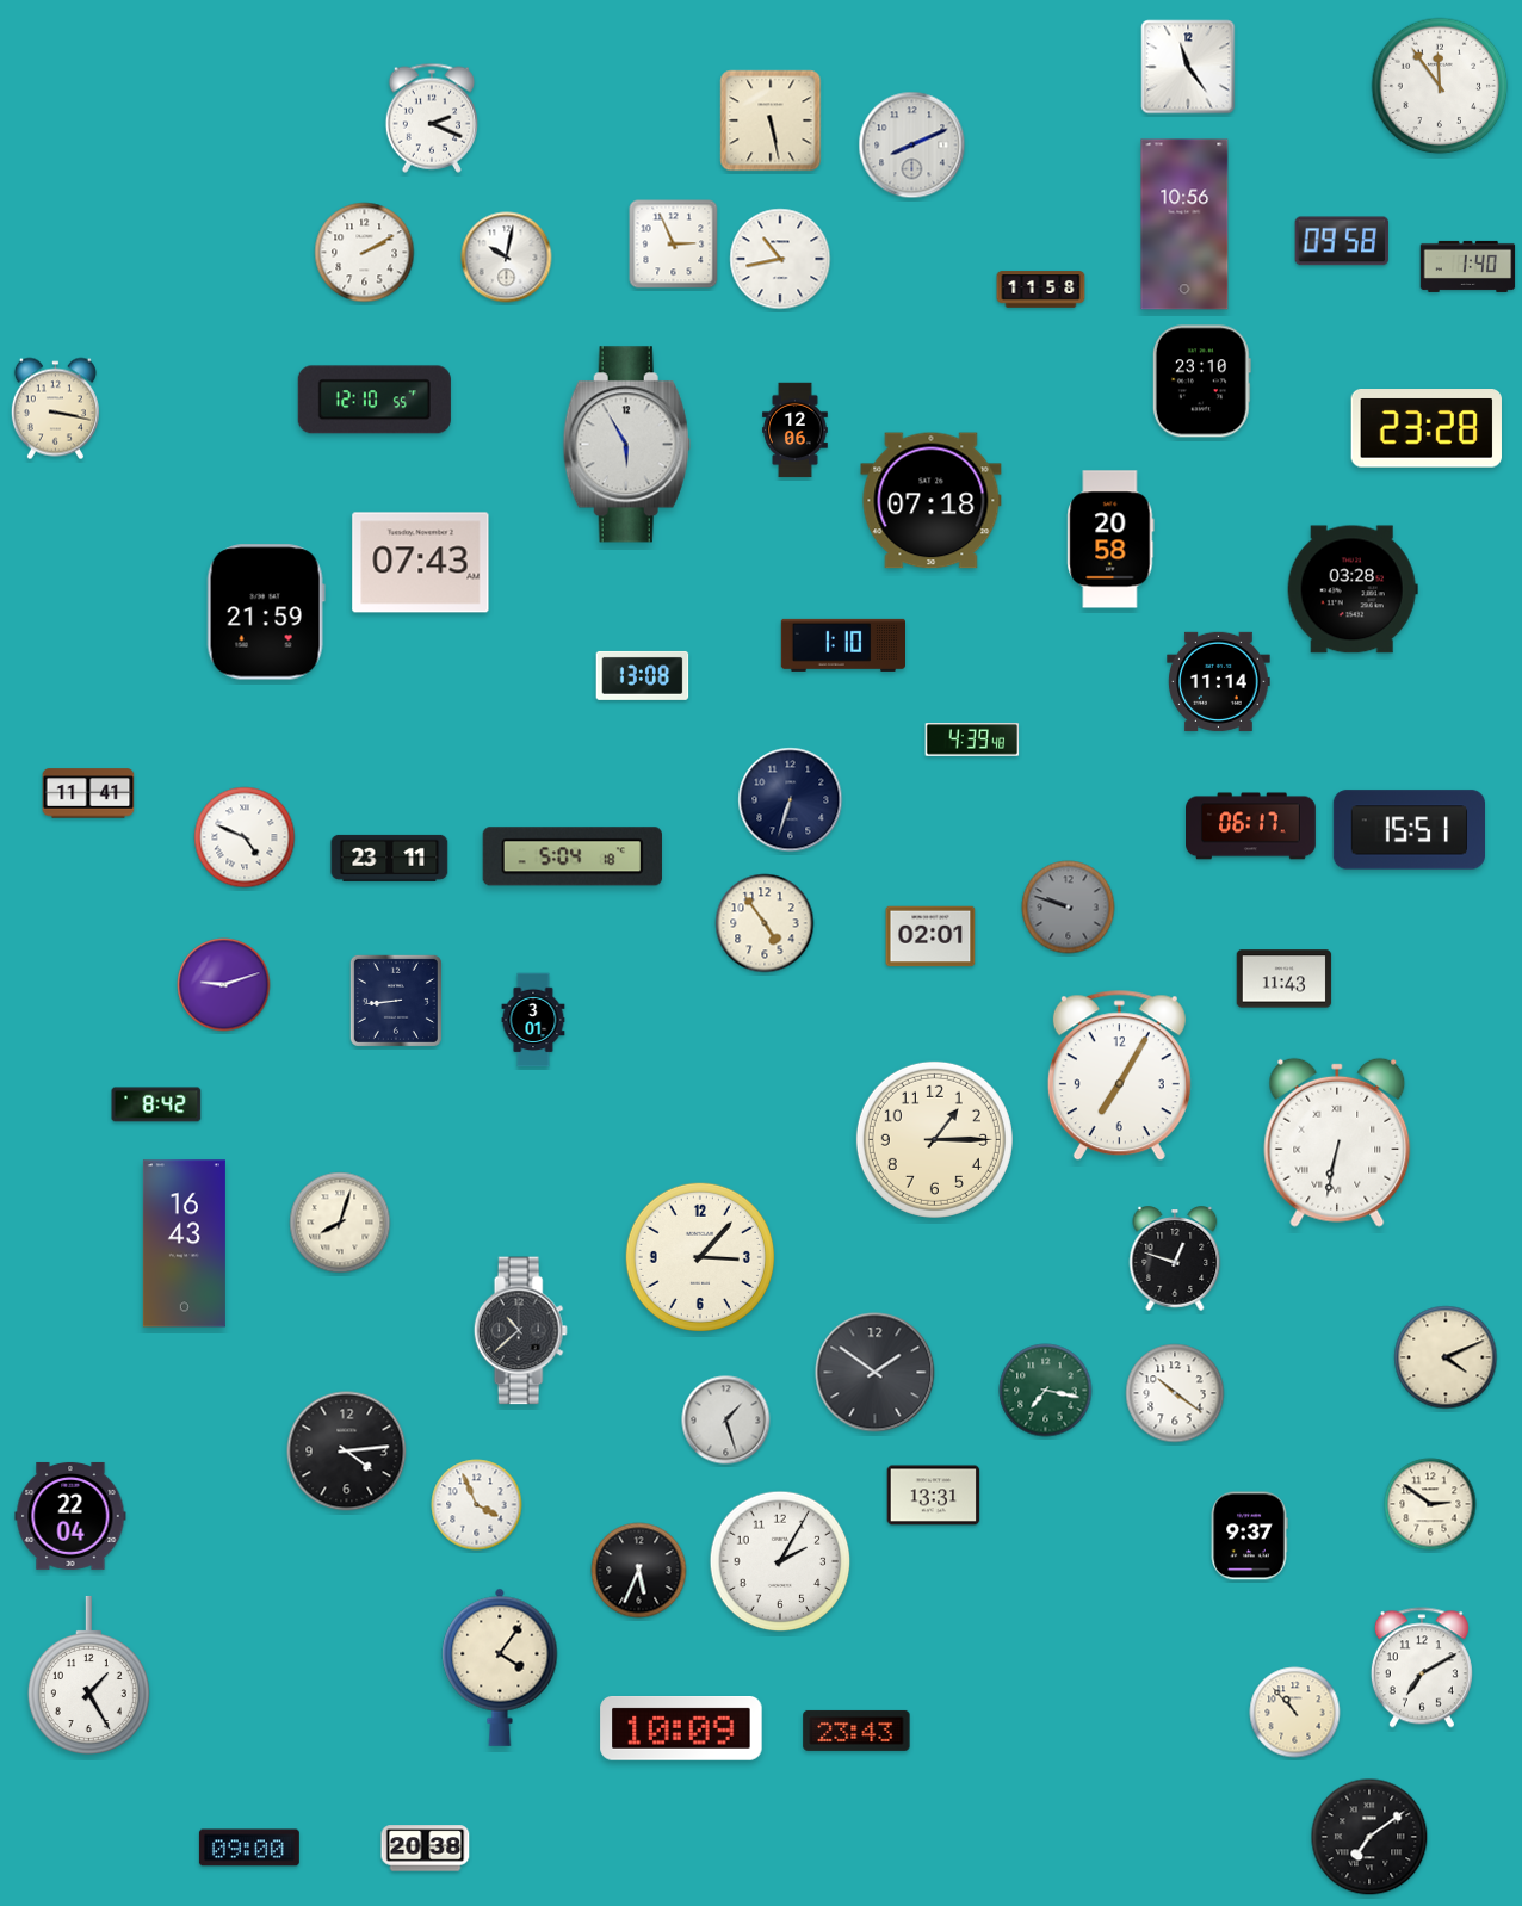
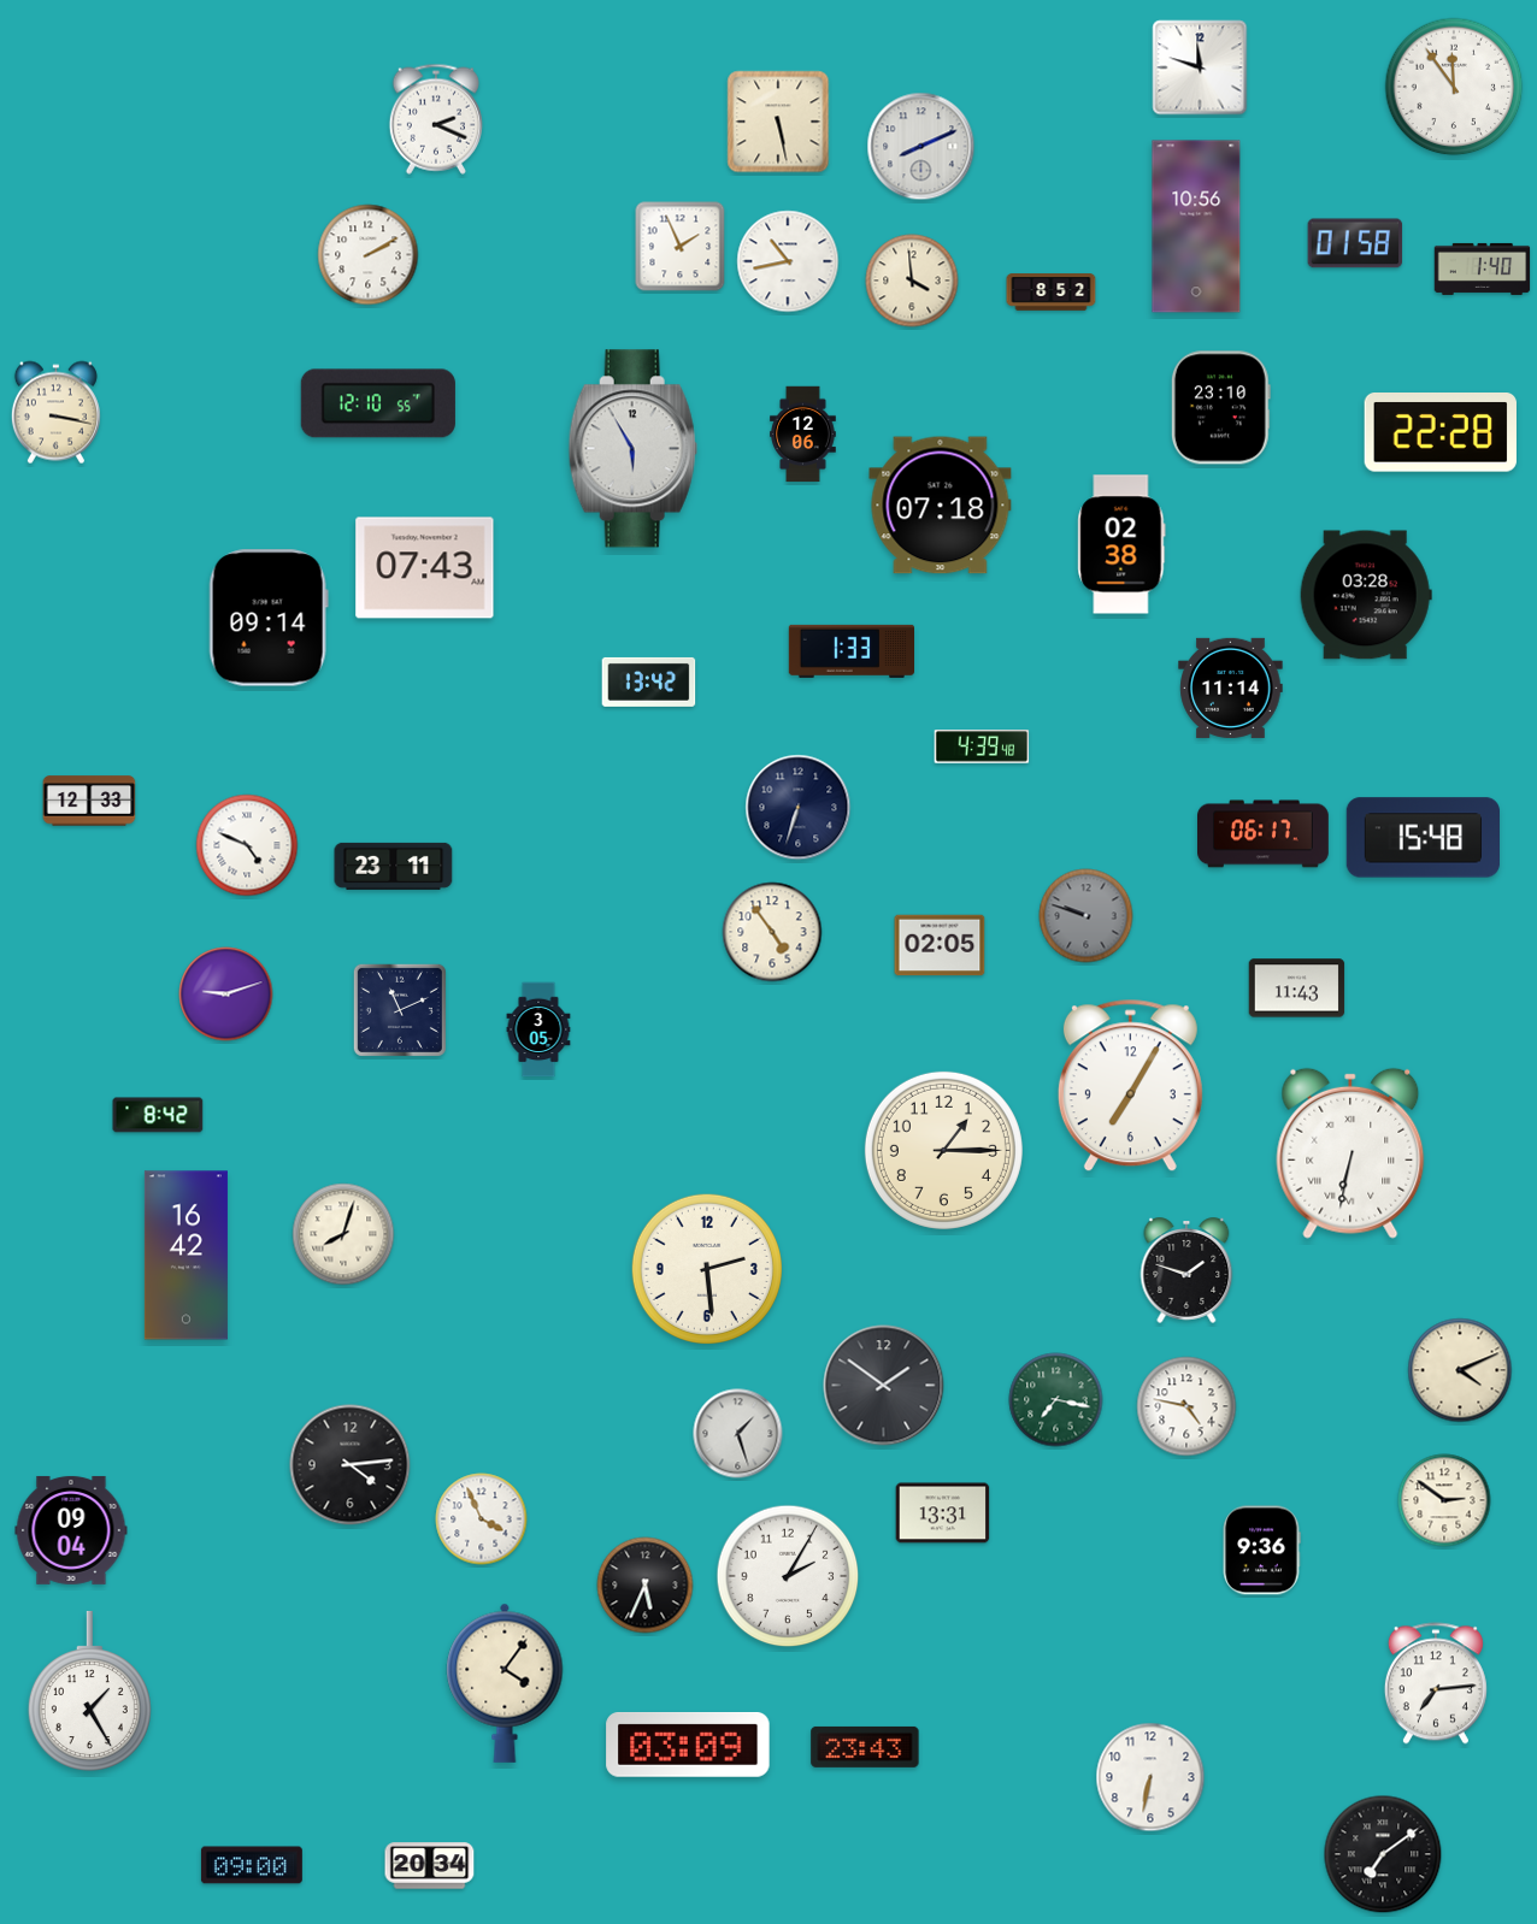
clock at (1188, 67): 11:24 -> 11:48
clock at (1342, 241): 09:58 -> 01:58
clock at (674, 245): 2:56 -> 1:56
clock at (507, 258): 10:02 -> none
clock at (912, 281): none -> 3:59
clock at (1041, 290): 11:58 -> 8:52
clock at (1201, 382) position: (1201, 382) -> (1220, 408)
clock at (1427, 429): 23:28 -> 22:28
clock at (1110, 539): 20:58 -> 02:38
clock at (266, 612): 21:59 -> 09:14
clock at (842, 645): 1:10 -> 1:33
clock at (643, 675): 13:08 -> 13:42
clock at (88, 793): 11:41 -> 12:33
clock at (1409, 830): 15:51 -> 15:48
clock at (573, 856): 5:04 -> none
clock at (1069, 908) position: (1069, 908) -> (1086, 916)
clock at (930, 936): 02:01 -> 02:05
clock at (396, 1001): 8:44 -> 11:11
clock at (533, 1020): 3:01 -> 3:05
clock at (184, 1244): 16:43 -> 16:42
clock at (700, 1257): 3:07 -> 2:29
clock at (1175, 1258): 12:48 -> 1:48
clock at (520, 1331): 10:38 -> none
clock at (1046, 1391) position: (1046, 1391) -> (1056, 1400)
clock at (1175, 1393): 10:21 -> 4:47
clock at (726, 1421) position: (726, 1421) -> (738, 1434)
clock at (934, 1496) position: (934, 1496) -> (943, 1513)
clock at (1430, 1504) position: (1430, 1504) -> (1444, 1500)
clock at (70, 1516): 22:04 -> 09:04
clock at (1249, 1536): 9:37 -> 9:36
clock at (1422, 1667): 7:10 -> 7:14
clock at (1295, 1713): 10:53 -> none
clock at (681, 1729): 10:09 -> 03:09
clock at (1150, 1777): none -> 6:32
clock at (426, 1849): 20:38 -> 20:34
